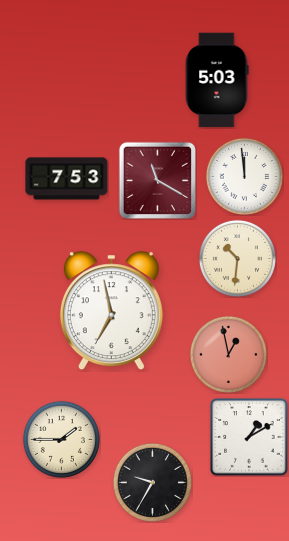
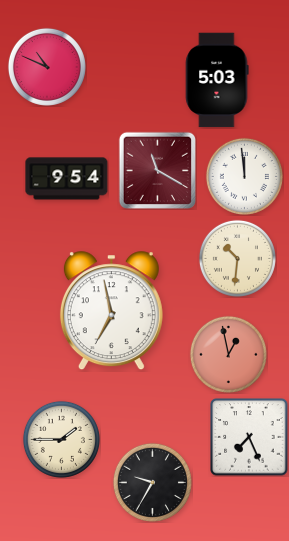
clock at (47, 67): none -> 10:49
clock at (67, 179): 7:53 -> 9:54
clock at (157, 180) position: (157, 180) -> (157, 170)
clock at (249, 437): 1:10 -> 7:26
